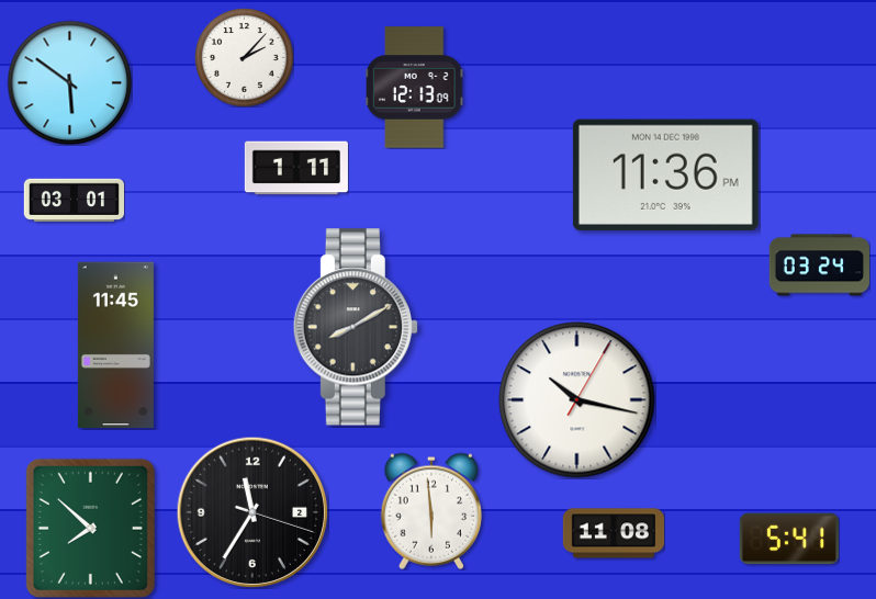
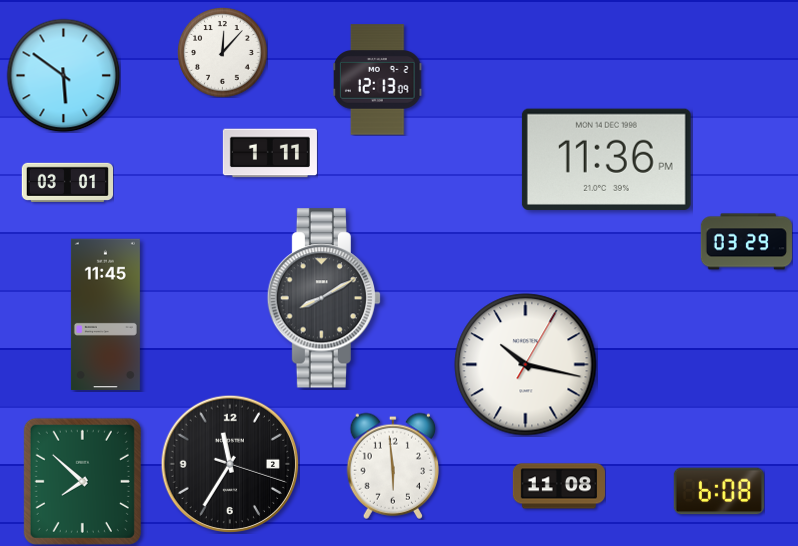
clock at (245, 58): 2:07 -> 12:07
clock at (819, 265): 03:24 -> 03:29
clock at (251, 511) position: (251, 511) -> (229, 463)
clock at (789, 539): 5:41 -> 6:08
